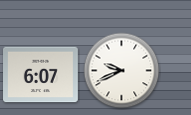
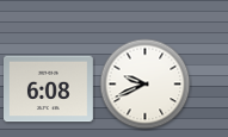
clock at (41, 75): 6:07 -> 6:08
